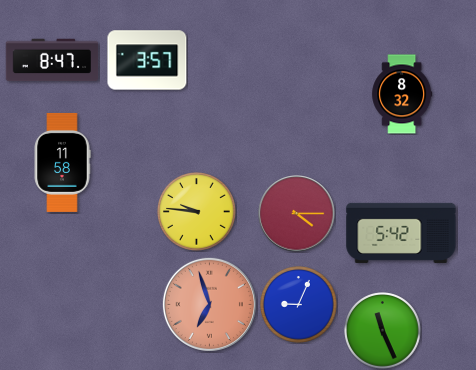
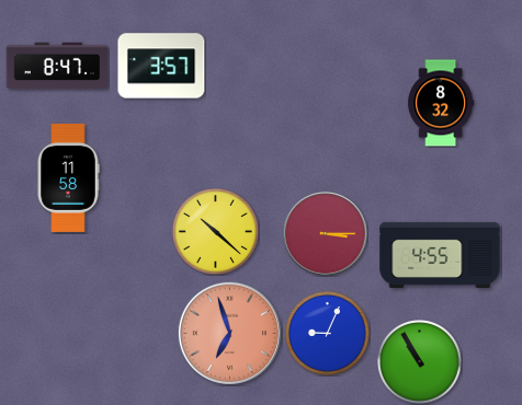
clock at (197, 212): 9:46 -> 10:22
clock at (297, 214): 4:15 -> 3:15
clock at (401, 233): 5:42 -> 4:55
clock at (383, 331): 11:26 -> 10:55
